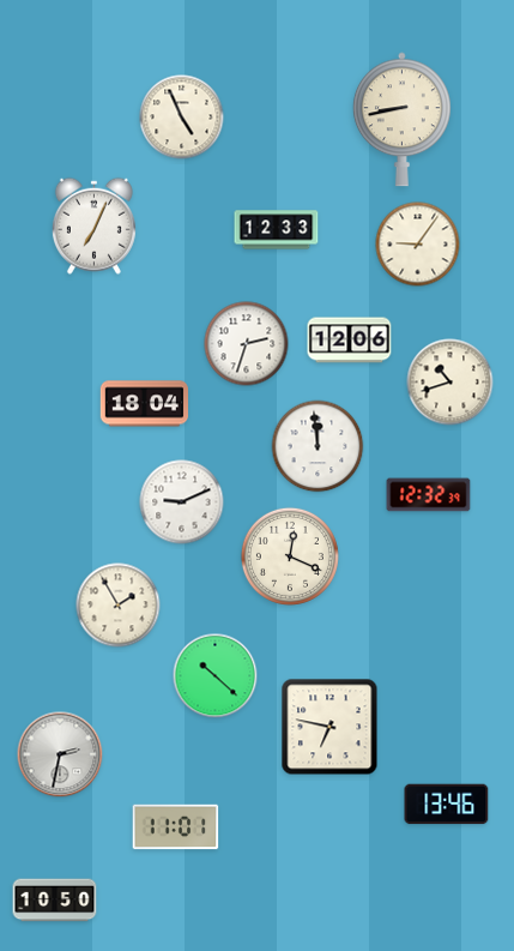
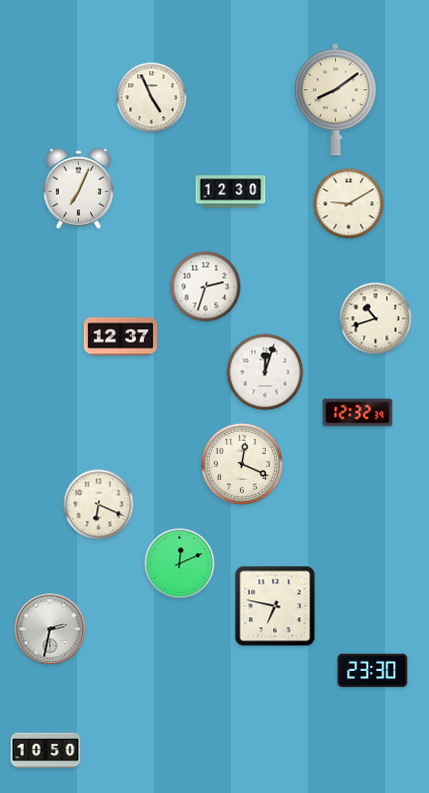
clock at (401, 120): 8:43 -> 8:09
clock at (277, 230): 12:33 -> 12:30
clock at (418, 245): 9:06 -> 9:10
clock at (350, 341): 12:06 -> none
clock at (144, 404): 18:04 -> 12:37
clock at (318, 446): 11:59 -> 12:03
clock at (182, 502): 9:11 -> none
clock at (119, 606): 1:55 -> 6:19
clock at (216, 676): 10:22 -> 12:11
clock at (447, 805): 13:46 -> 23:30
clock at (176, 827): 11:01 -> none
